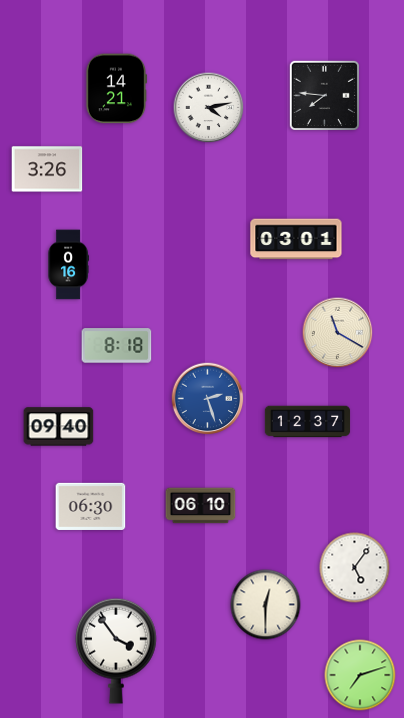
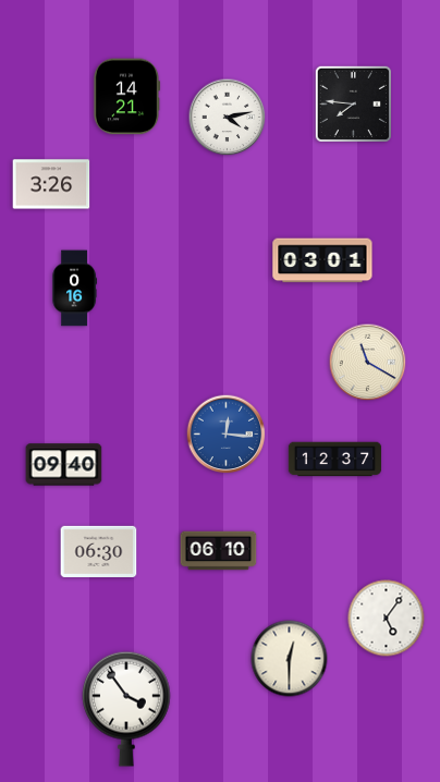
clock at (117, 346): 8:18 -> none
clock at (208, 399): 2:27 -> 12:16
clock at (360, 675): 7:12 -> none
